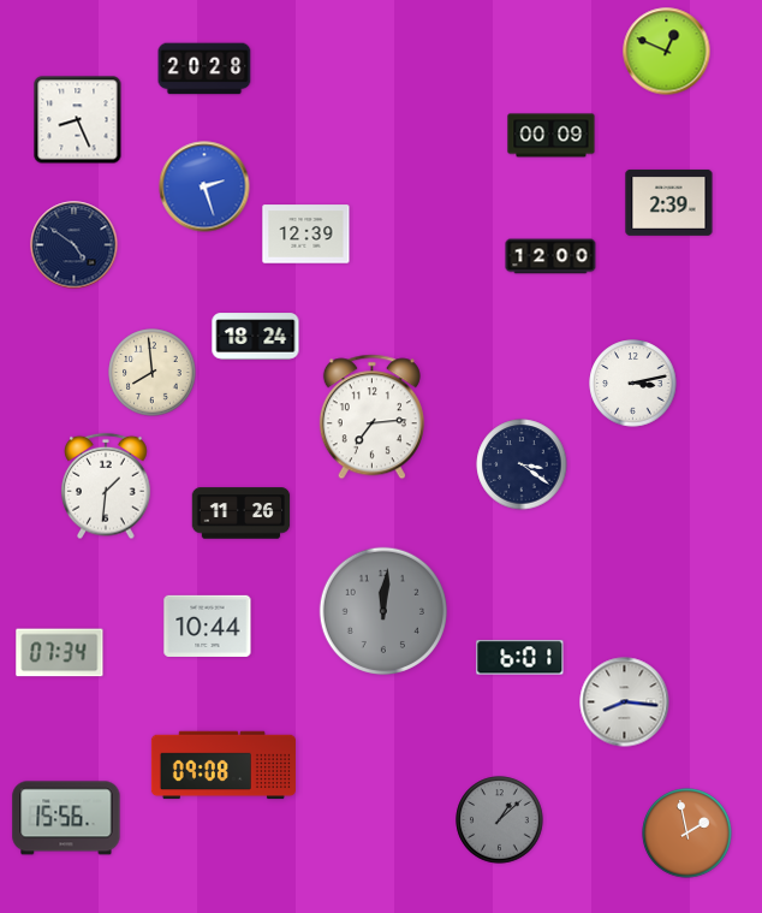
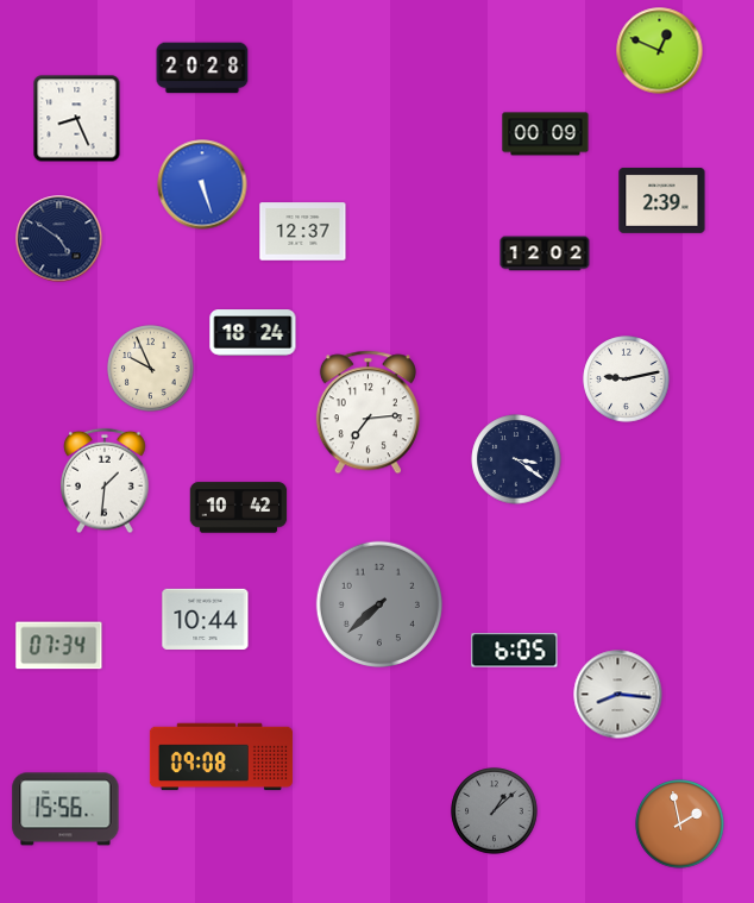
clock at (204, 186): 2:27 -> 5:27
clock at (306, 235): 12:39 -> 12:37
clock at (75, 245) position: (75, 245) -> (59, 239)
clock at (550, 256): 12:00 -> 12:02
clock at (153, 373): 7:59 -> 9:56
clock at (633, 384): 3:13 -> 9:13
clock at (242, 514): 11:26 -> 10:42
clock at (382, 610): 12:01 -> 7:38
clock at (520, 658): 6:01 -> 6:05
